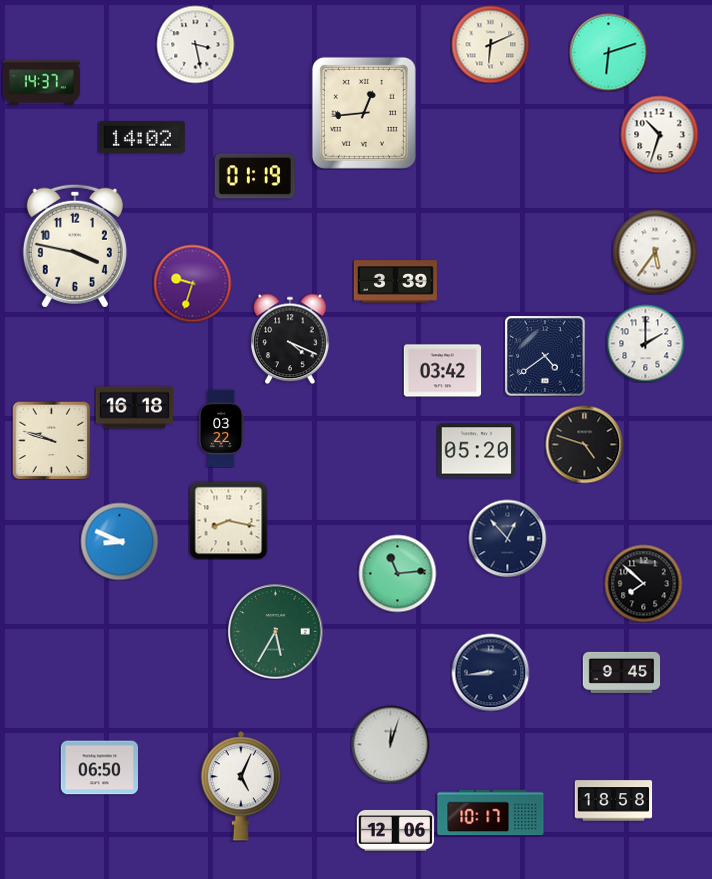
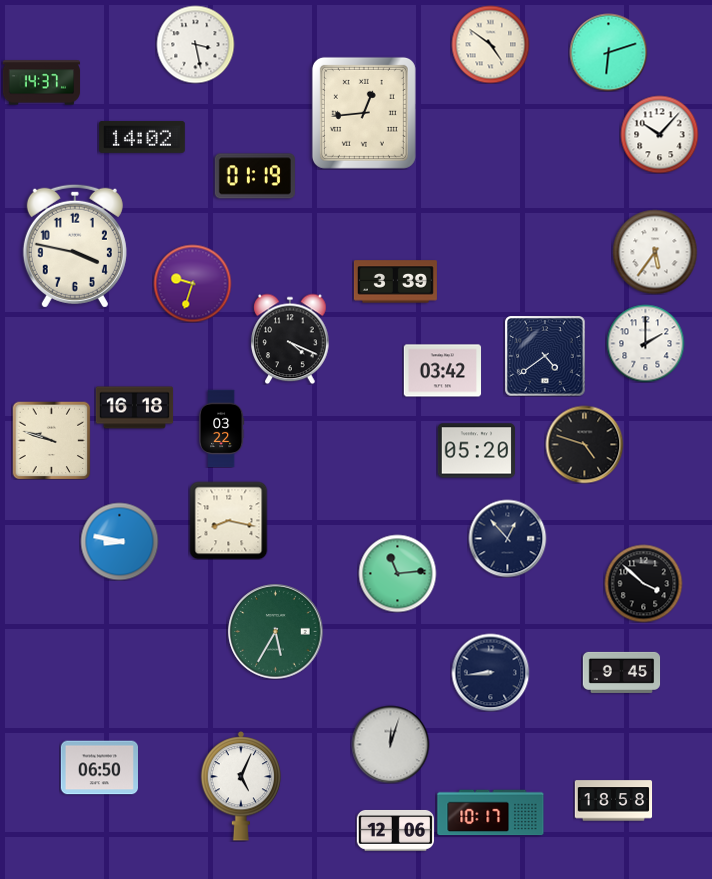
clock at (490, 44): 6:11 -> 4:51
clock at (659, 134): 10:33 -> 10:07
clock at (119, 541): 8:49 -> 8:47
clock at (643, 583): 7:52 -> 3:52
